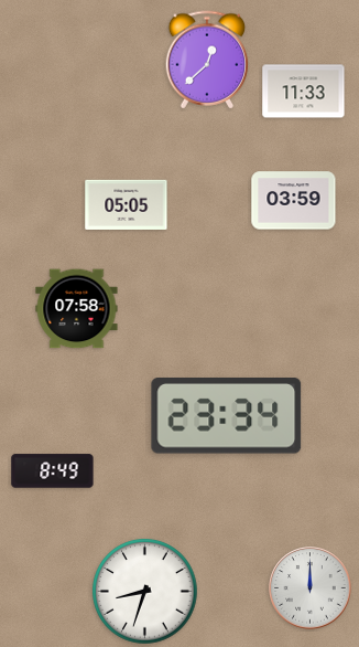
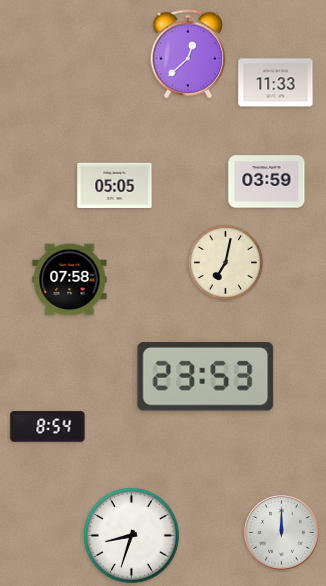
clock at (225, 262): none -> 7:02
clock at (227, 416): 23:34 -> 23:53
clock at (53, 471): 8:49 -> 8:54
